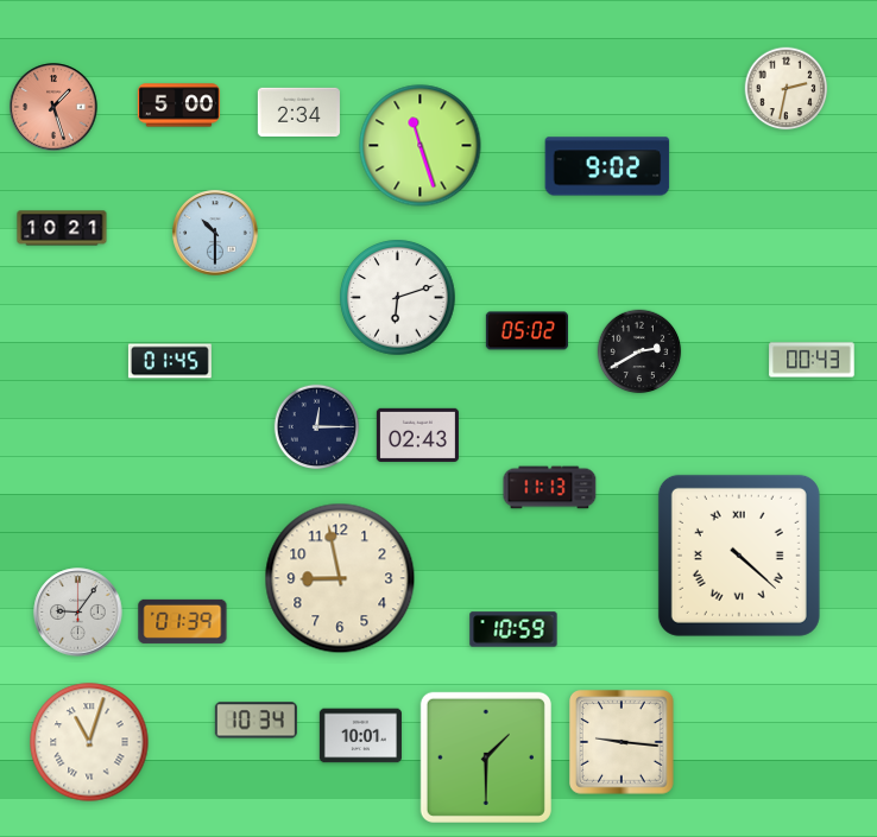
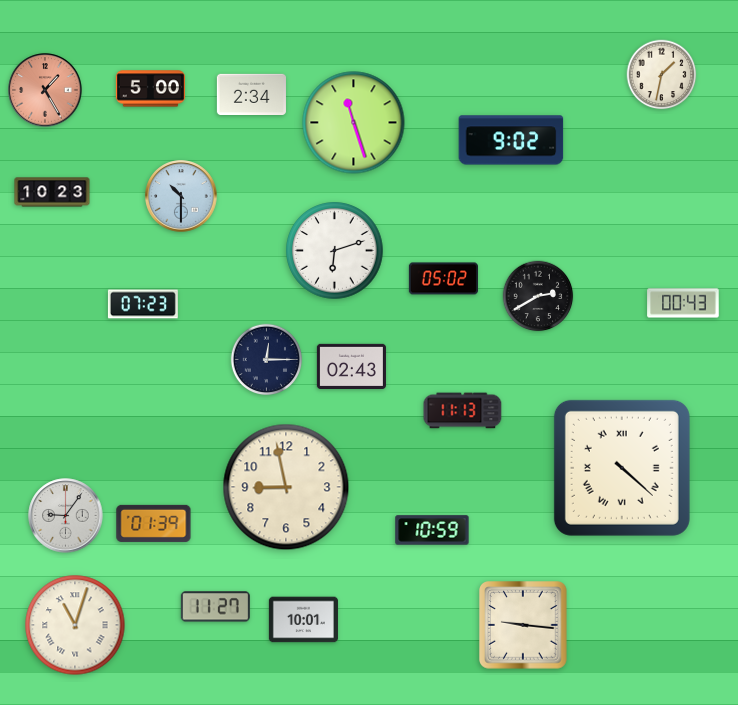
clock at (787, 89): 2:32 -> 1:32
clock at (53, 107): 1:27 -> 1:25
clock at (62, 228): 10:21 -> 10:23
clock at (170, 361): 01:45 -> 07:23
clock at (255, 721): 10:34 -> 11:27
clock at (486, 757): 1:30 -> none
